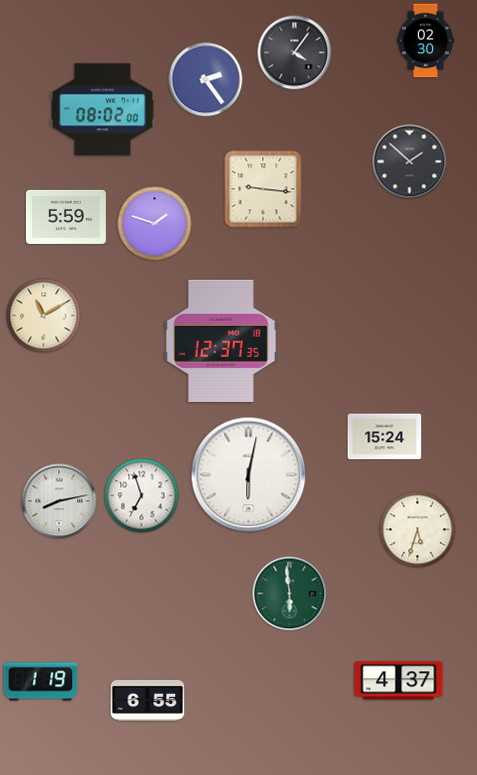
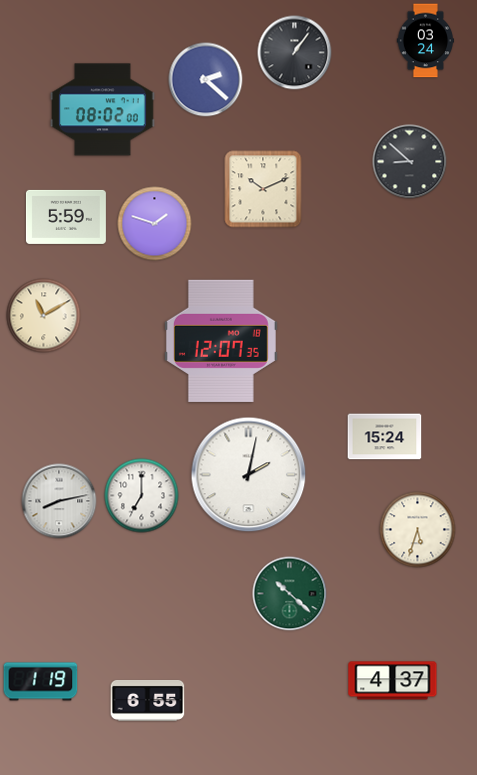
clock at (425, 41): 02:30 -> 03:24
clock at (295, 53): 4:06 -> 1:06
clock at (206, 80): 2:24 -> 2:22
clock at (410, 162): 1:52 -> 8:52
clock at (263, 189): 9:16 -> 10:11
clock at (221, 341): 12:37 -> 12:07
clock at (249, 475): 6:02 -> 2:02
clock at (142, 496): 6:57 -> 7:00
clock at (290, 594): 5:59 -> 10:22
clock at (399, 681) position: (399, 681) -> (393, 681)
